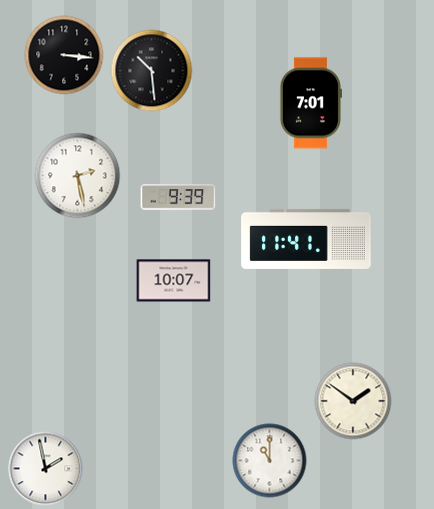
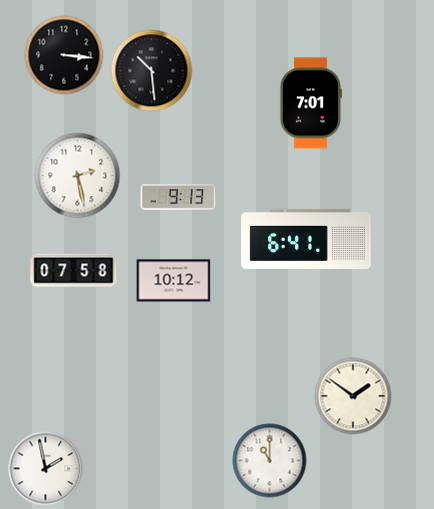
clock at (178, 197): 9:39 -> 9:13
clock at (306, 239): 11:41 -> 6:41
clock at (74, 271): none -> 07:58
clock at (174, 281): 10:07 -> 10:12
clock at (353, 401) position: (353, 401) -> (353, 396)
